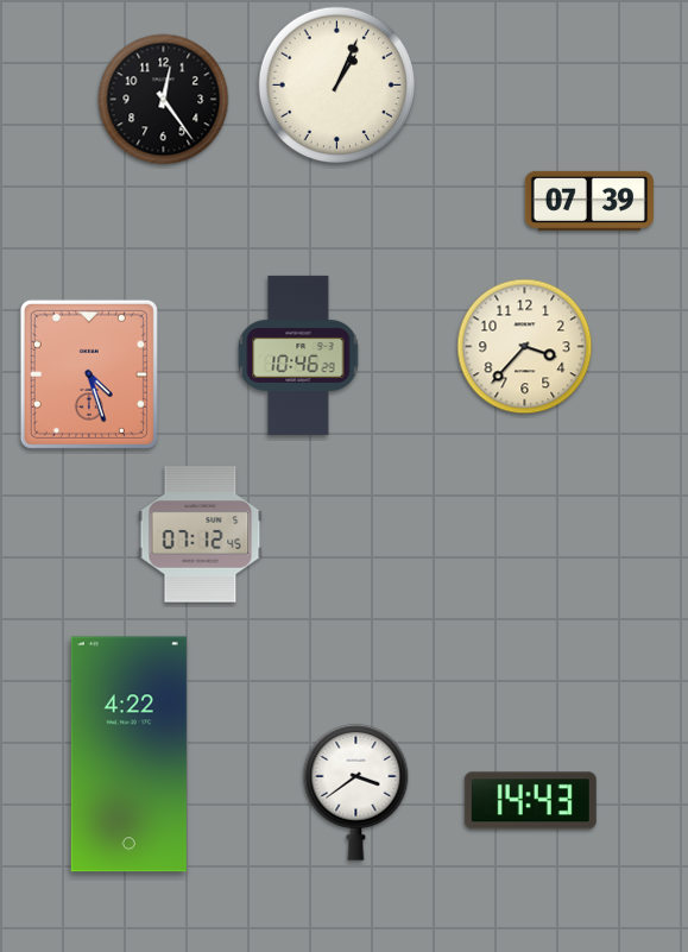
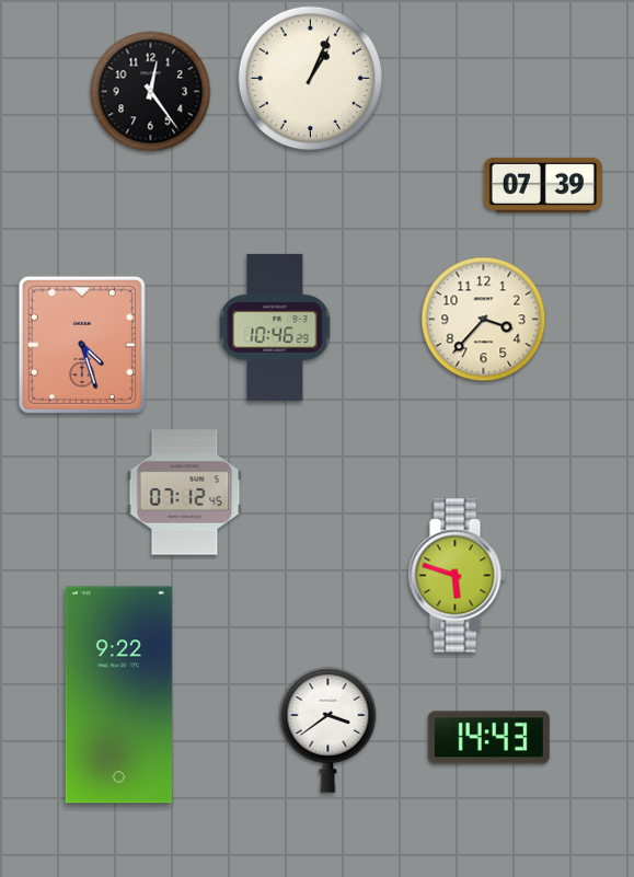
clock at (457, 576): none -> 5:48
clock at (128, 755): 4:22 -> 9:22
